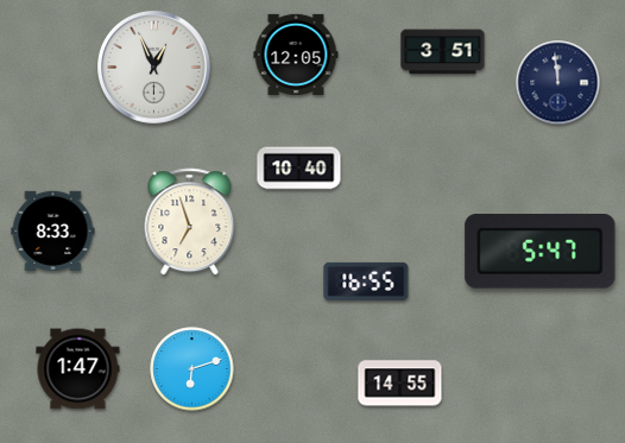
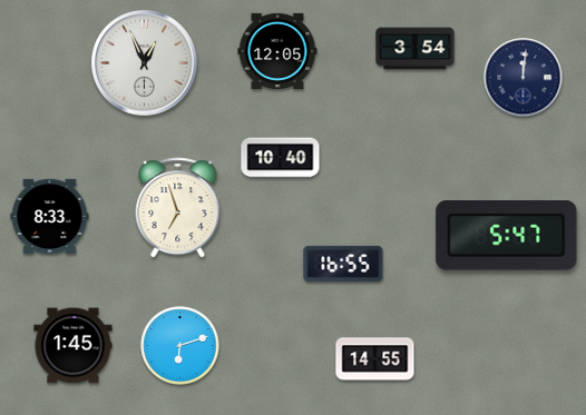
clock at (443, 52): 3:51 -> 3:54
clock at (558, 83): 11:59 -> 12:01
clock at (78, 369): 1:47 -> 1:45
